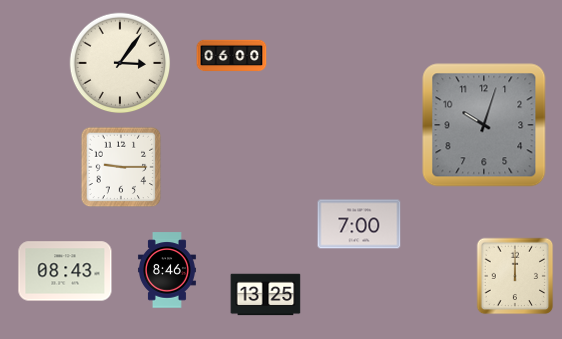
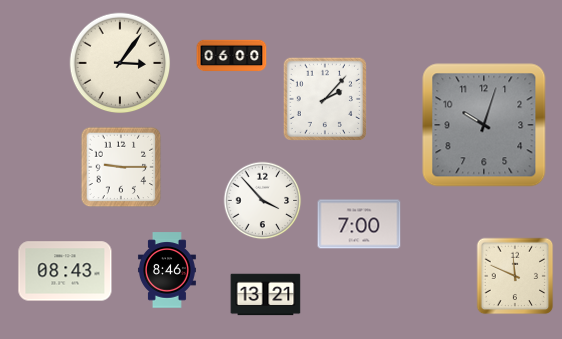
clock at (325, 99): none -> 2:07
clock at (263, 201): none -> 3:53
clock at (515, 276): 12:00 -> 11:49
clock at (266, 295): 13:25 -> 13:21
